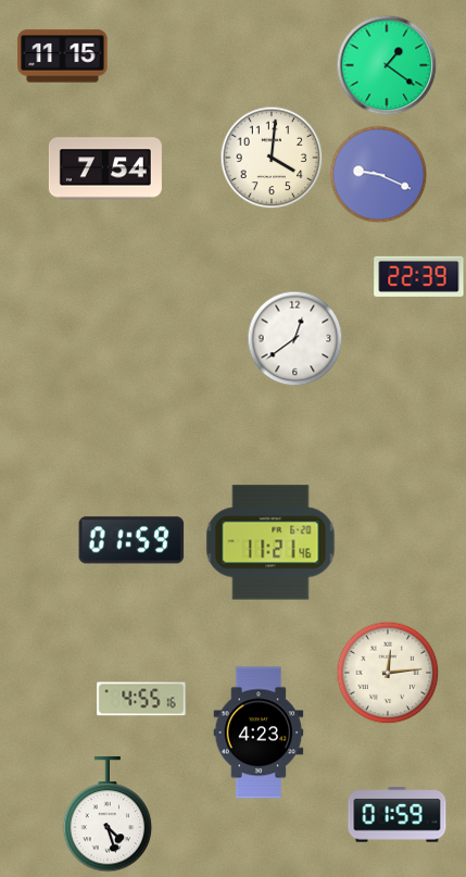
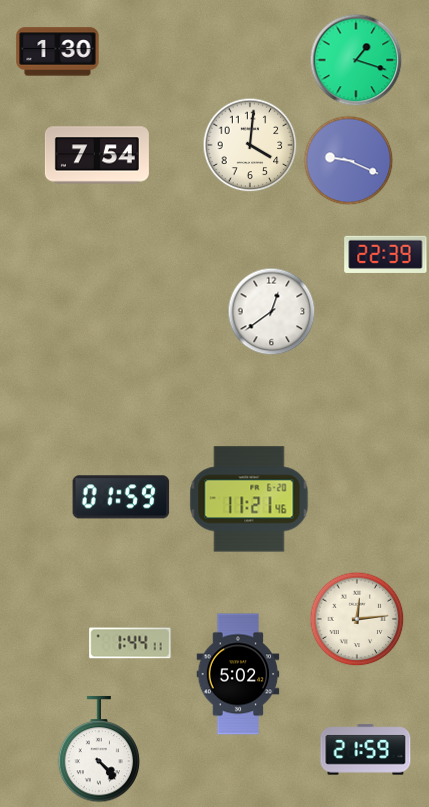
clock at (63, 57): 11:15 -> 1:30
clock at (387, 65): 1:21 -> 1:18
clock at (141, 699): 4:55 -> 1:44
clock at (259, 732): 4:23 -> 5:02
clock at (108, 814): 4:27 -> 4:23
clock at (398, 815): 01:59 -> 21:59
